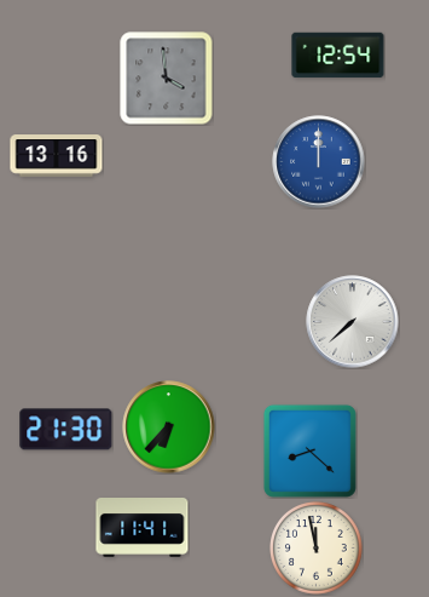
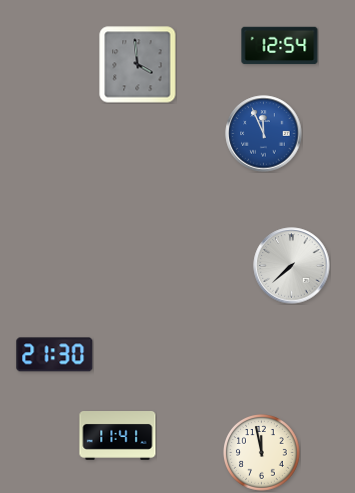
clock at (57, 156): 13:16 -> none
clock at (319, 162): 12:00 -> 11:56
clock at (169, 427): 6:37 -> none
clock at (309, 450): 8:22 -> none
